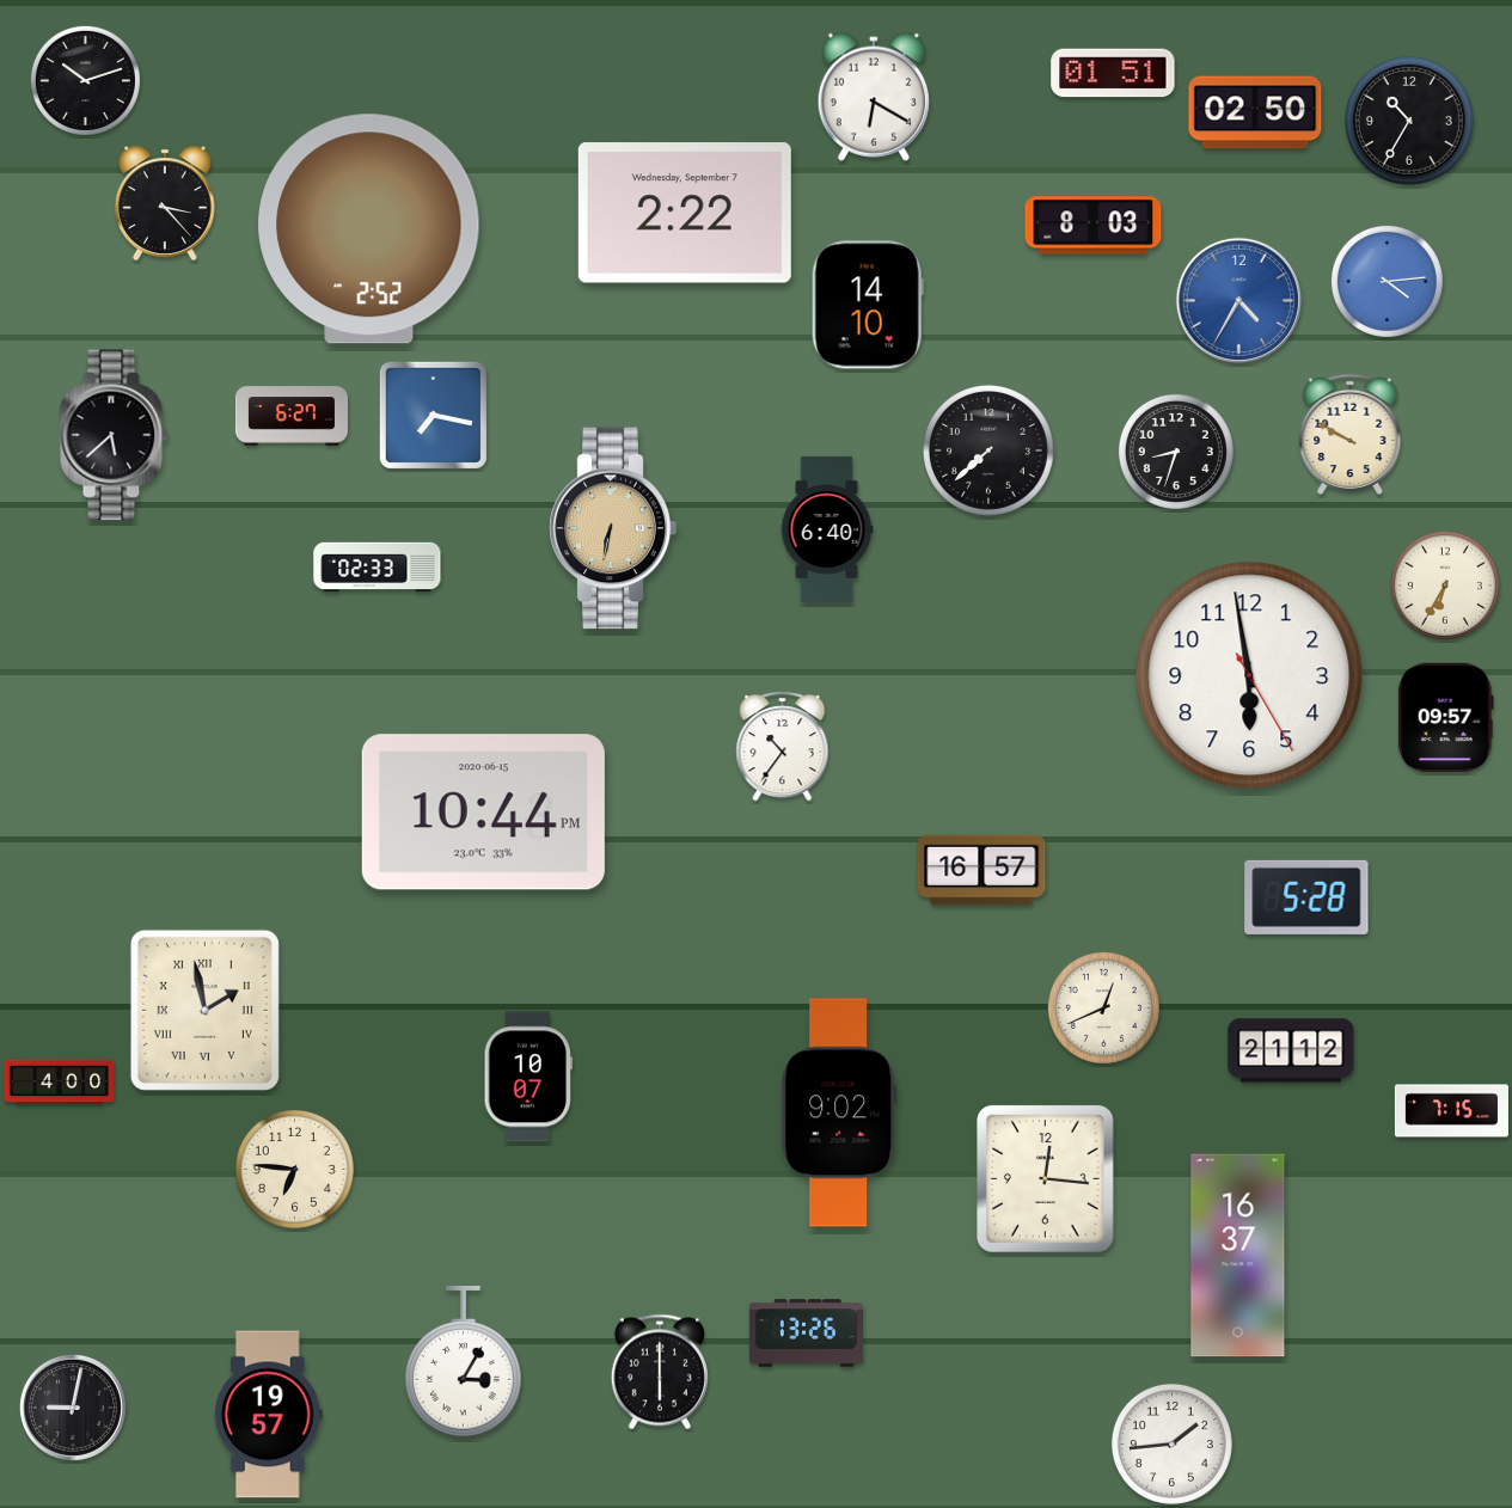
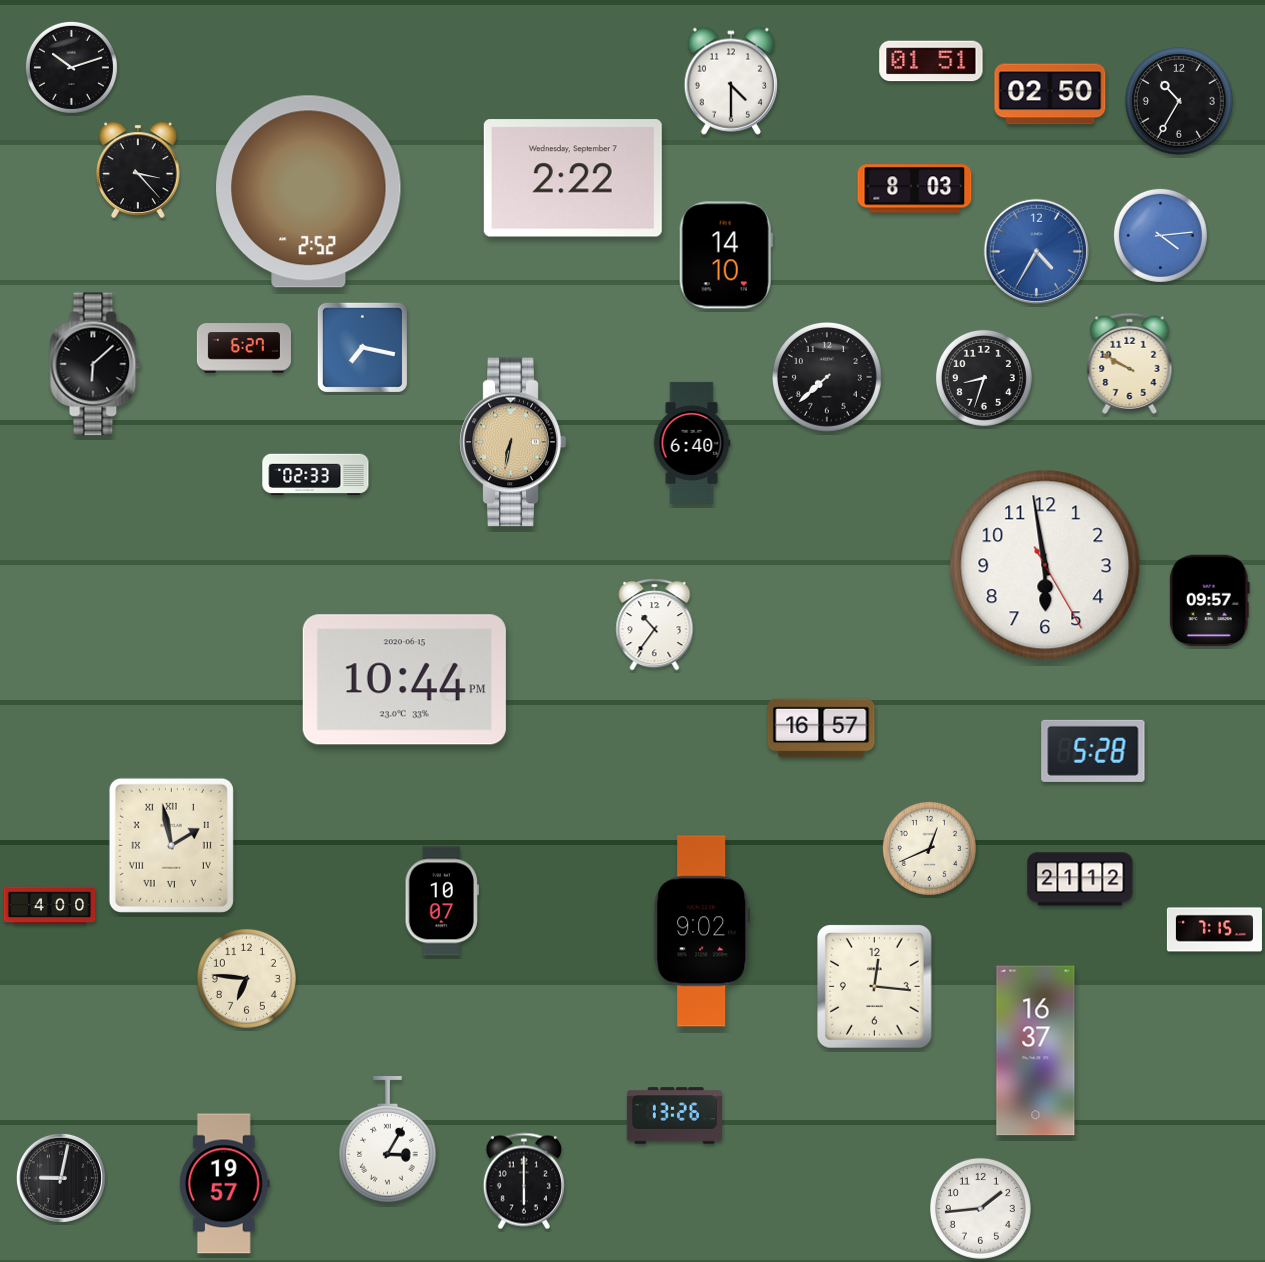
clock at (874, 97): 6:20 -> 4:30
clock at (114, 435): 5:38 -> 6:08
clock at (1445, 586): 6:35 -> none
clock at (1103, 1007) position: (1103, 1007) -> (929, 848)
clock at (660, 1372) position: (660, 1372) -> (524, 1181)
